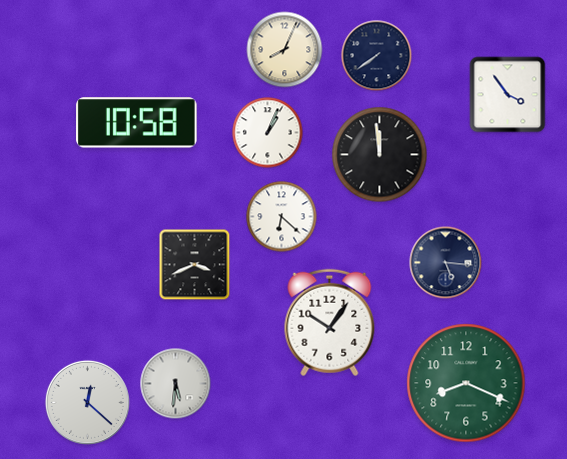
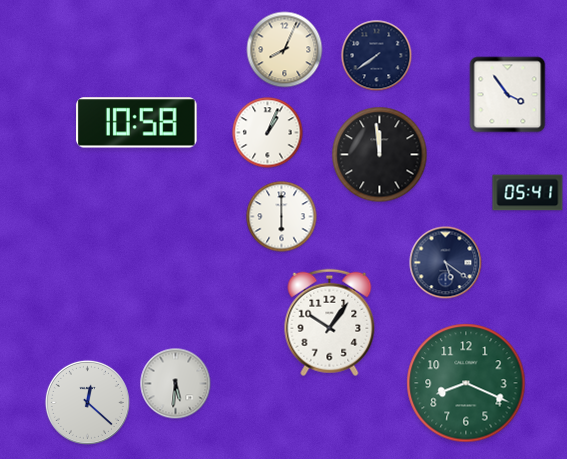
clock at (528, 193): none -> 05:41
clock at (282, 217): 6:22 -> 6:00
clock at (446, 263): 5:16 -> 5:21
clock at (195, 265): 3:41 -> none
